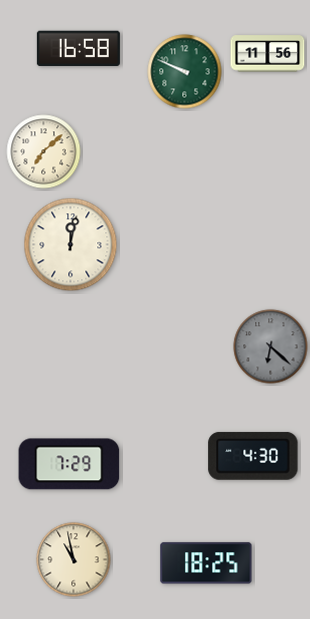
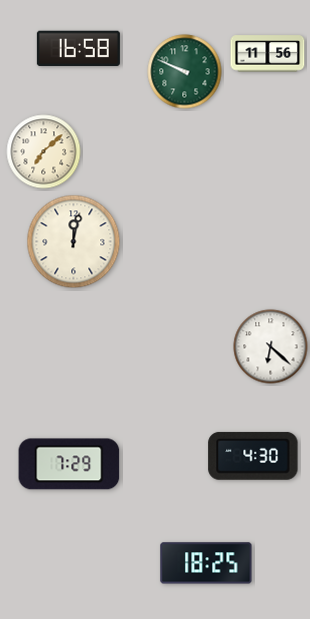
clock at (71, 245) position: (71, 245) -> (74, 242)
clock at (271, 347) dial: grey -> white
clock at (74, 560): 10:58 -> none
